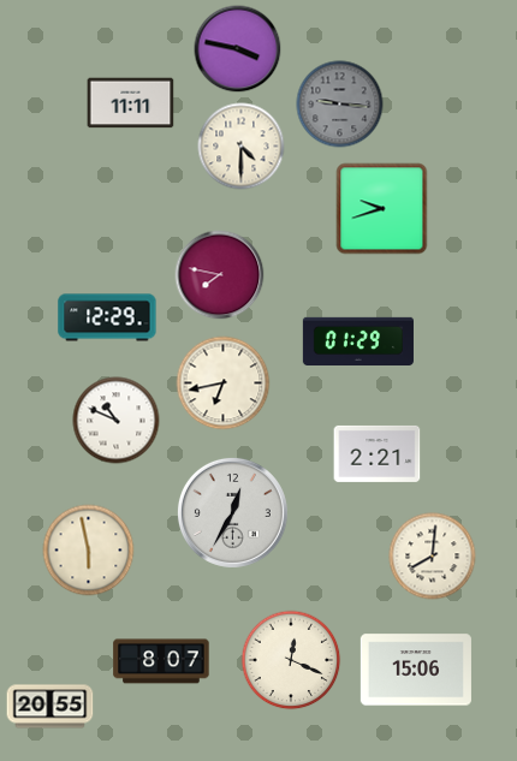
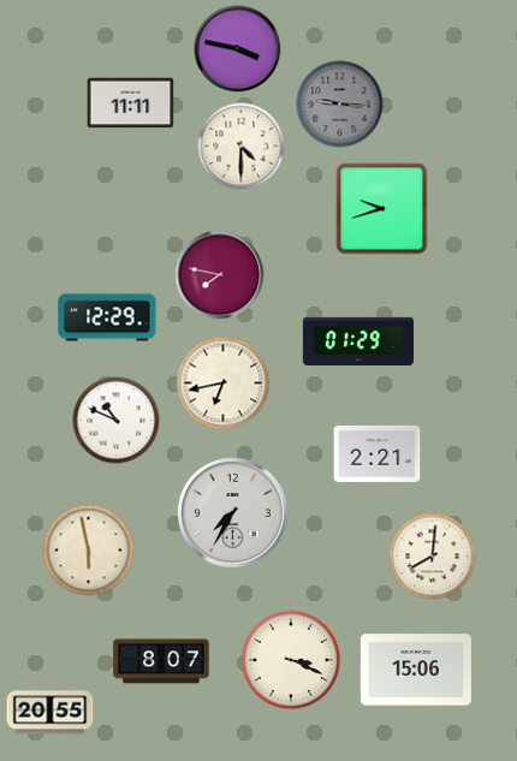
clock at (232, 512): 12:35 -> 7:35
clock at (291, 660): 12:19 -> 3:19
clock at (50, 707) position: (50, 707) -> (50, 713)
